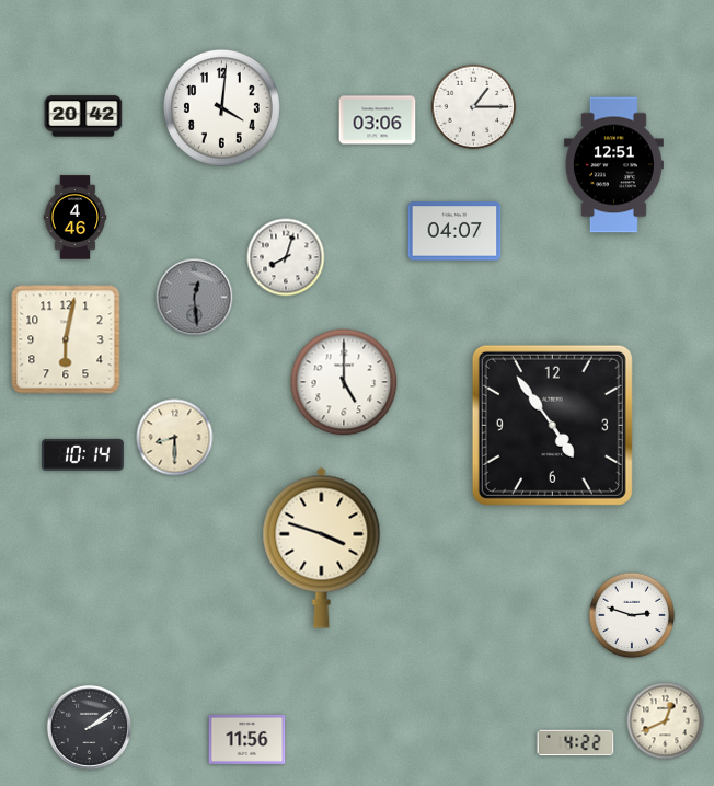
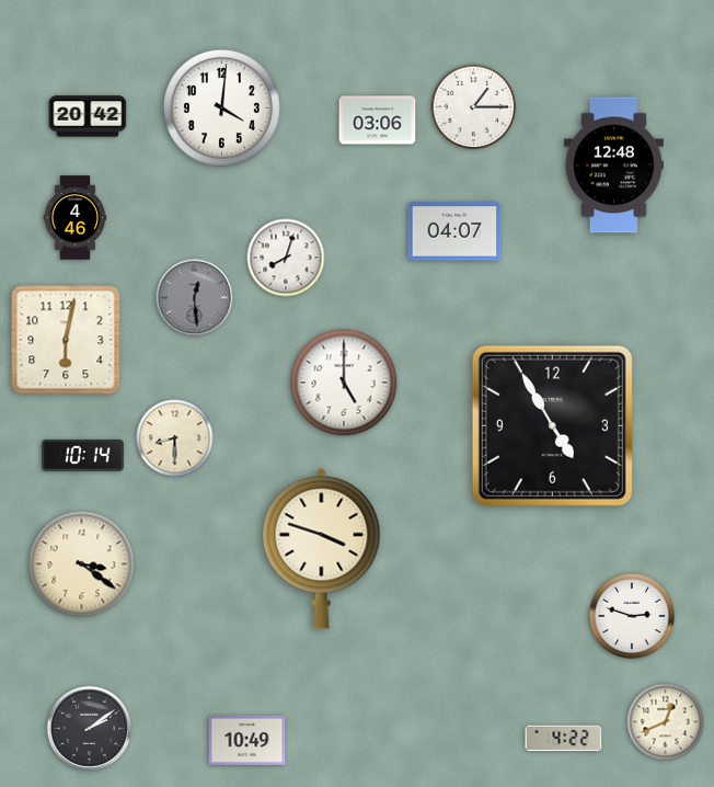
clock at (83, 116) position: (83, 116) -> (88, 116)
clock at (613, 165): 12:51 -> 12:48
clock at (552, 425): 4:54 -> 4:55
clock at (82, 564): none -> 3:21
clock at (247, 739): 11:56 -> 10:49
clock at (576, 743) position: (576, 743) -> (564, 739)
